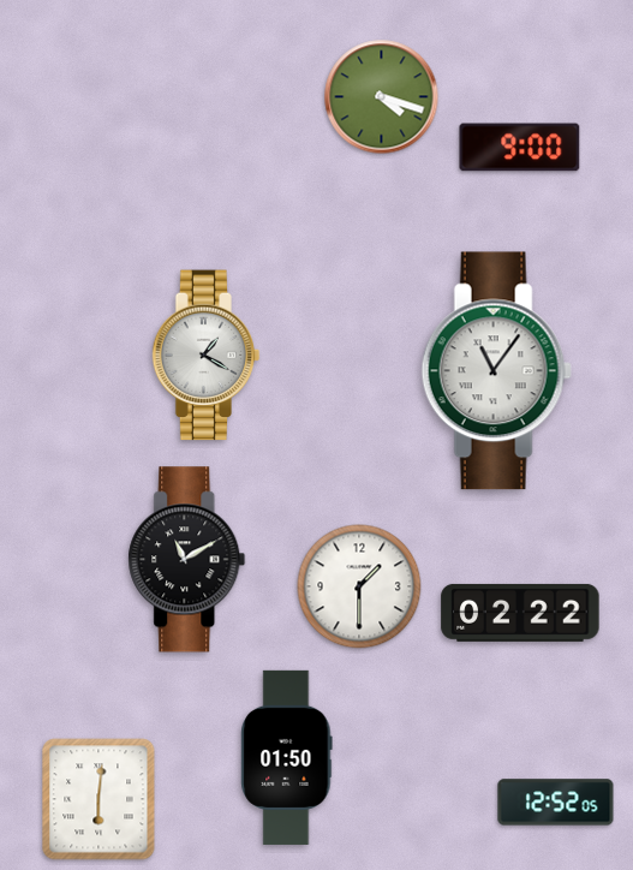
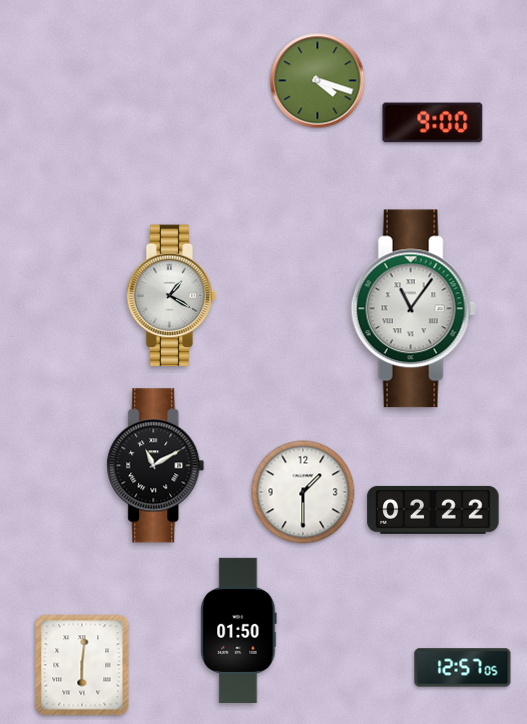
clock at (359, 586) position: (359, 586) -> (303, 492)
clock at (556, 803): 12:52 -> 12:57
